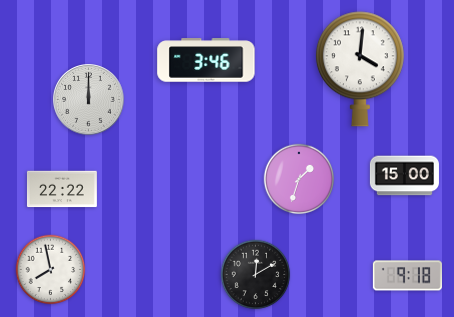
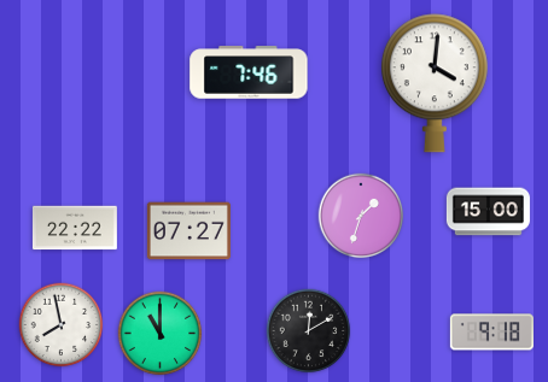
clock at (206, 60): 3:46 -> 7:46
clock at (89, 100): 12:00 -> none
clock at (188, 231): none -> 07:27
clock at (161, 334): none -> 11:00
